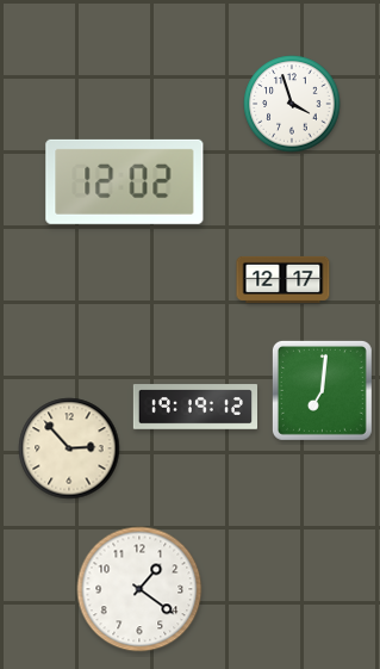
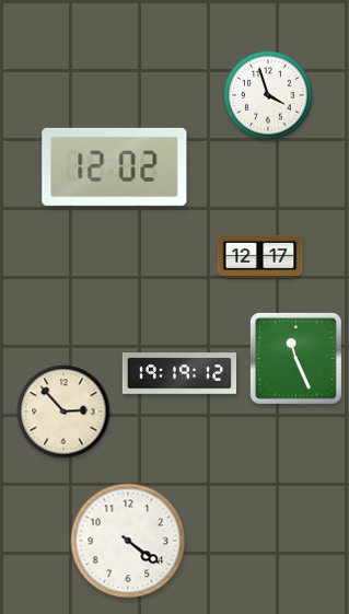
clock at (322, 390): 7:01 -> 11:26
clock at (139, 589): 1:21 -> 4:21
